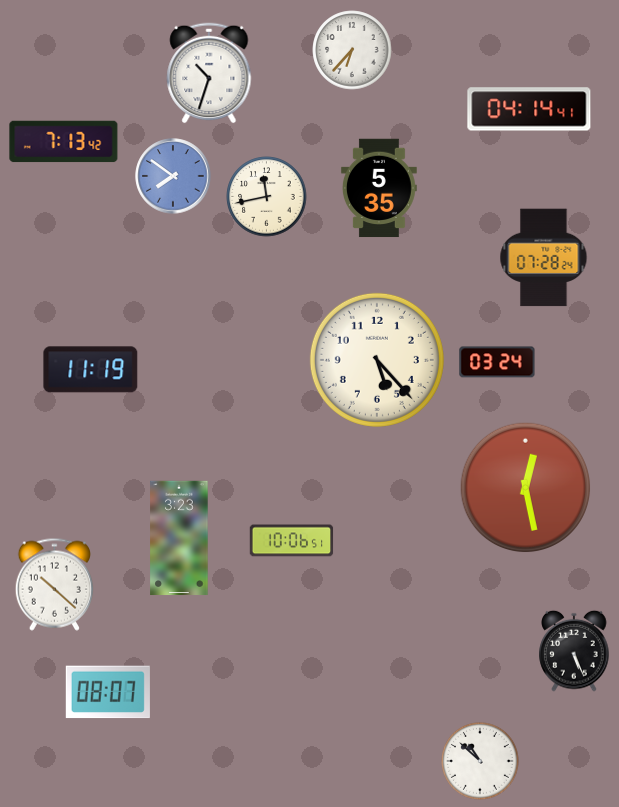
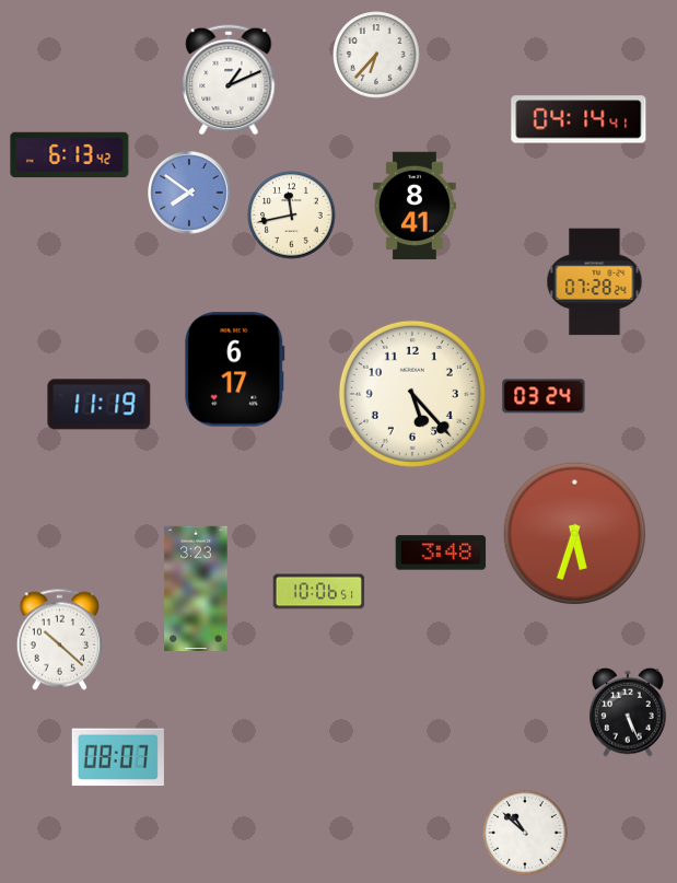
clock at (352, 50) position: (352, 50) -> (376, 55)
clock at (209, 73): 10:33 -> 1:11
clock at (64, 142): 7:13 -> 6:13
clock at (379, 188): 5:35 -> 8:41
clock at (235, 370): none -> 6:17
clock at (526, 488): 12:28 -> 5:33
clock at (441, 553): none -> 3:48
